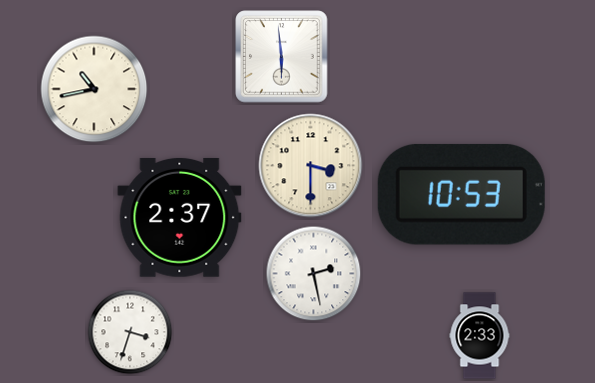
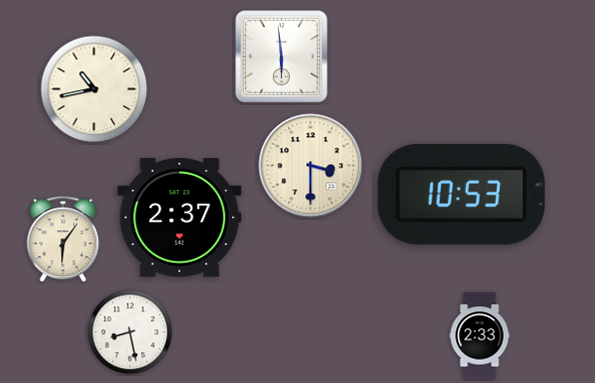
clock at (63, 239): none -> 6:06
clock at (314, 274): 2:28 -> none
clock at (130, 332): 3:33 -> 8:28
